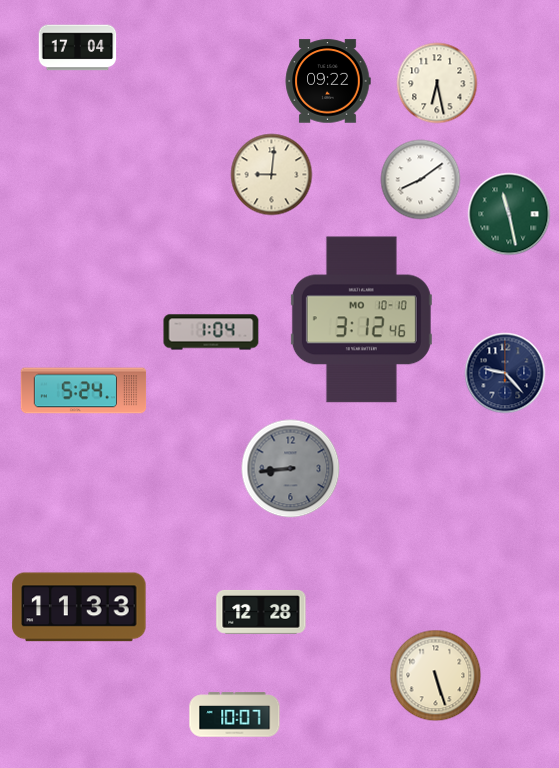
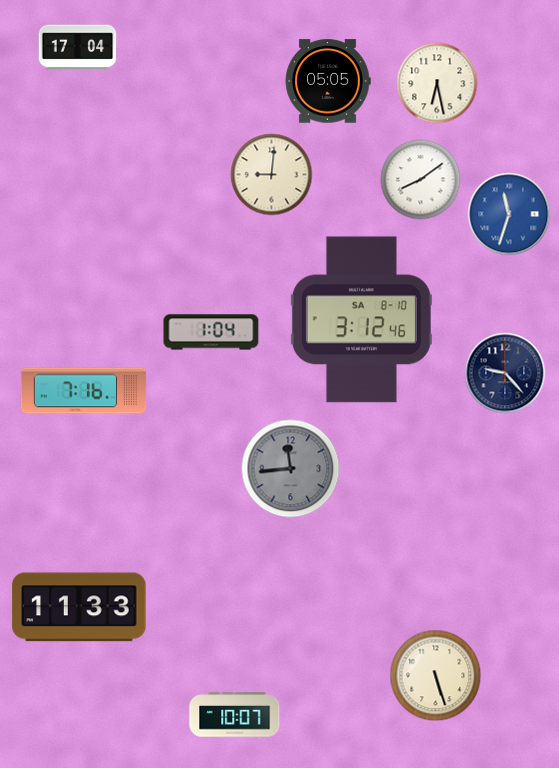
clock at (328, 81): 09:22 -> 05:05
clock at (509, 214): 11:28 -> 11:33
clock at (509, 214) dial: green -> blue
clock at (361, 320) date: MO 10-10 -> SA 8-10
clock at (84, 391): 5:24 -> 7:16
clock at (291, 469): 8:44 -> 11:44
clock at (261, 612): 12:28 -> none
